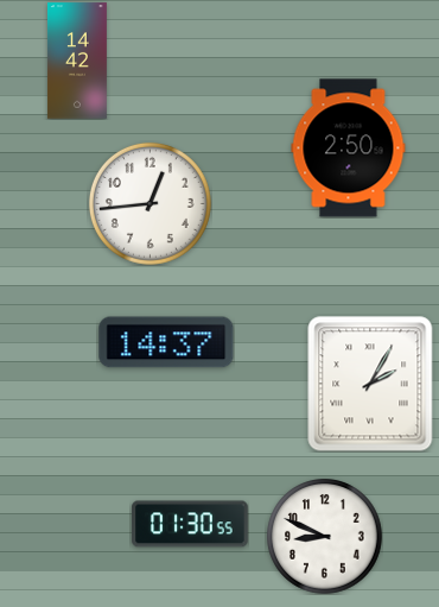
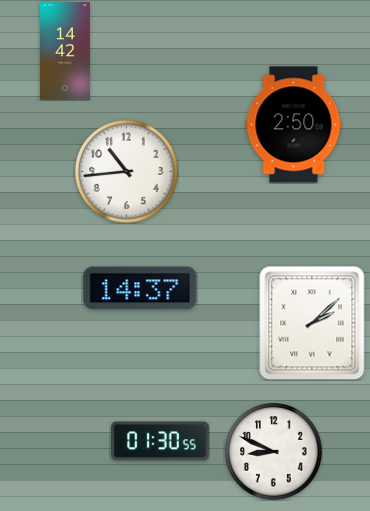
clock at (149, 203): 12:44 -> 10:44
clock at (370, 384): 2:05 -> 2:08
